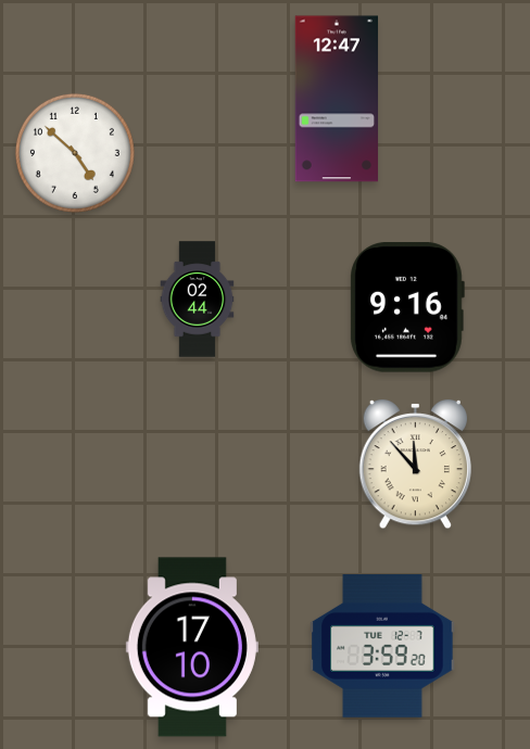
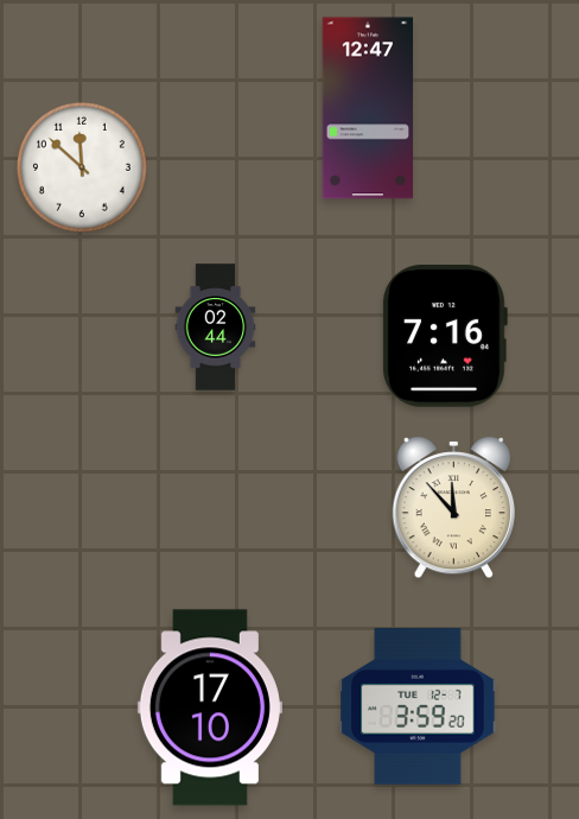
clock at (75, 153): 4:52 -> 11:52
clock at (407, 307): 9:16 -> 7:16
